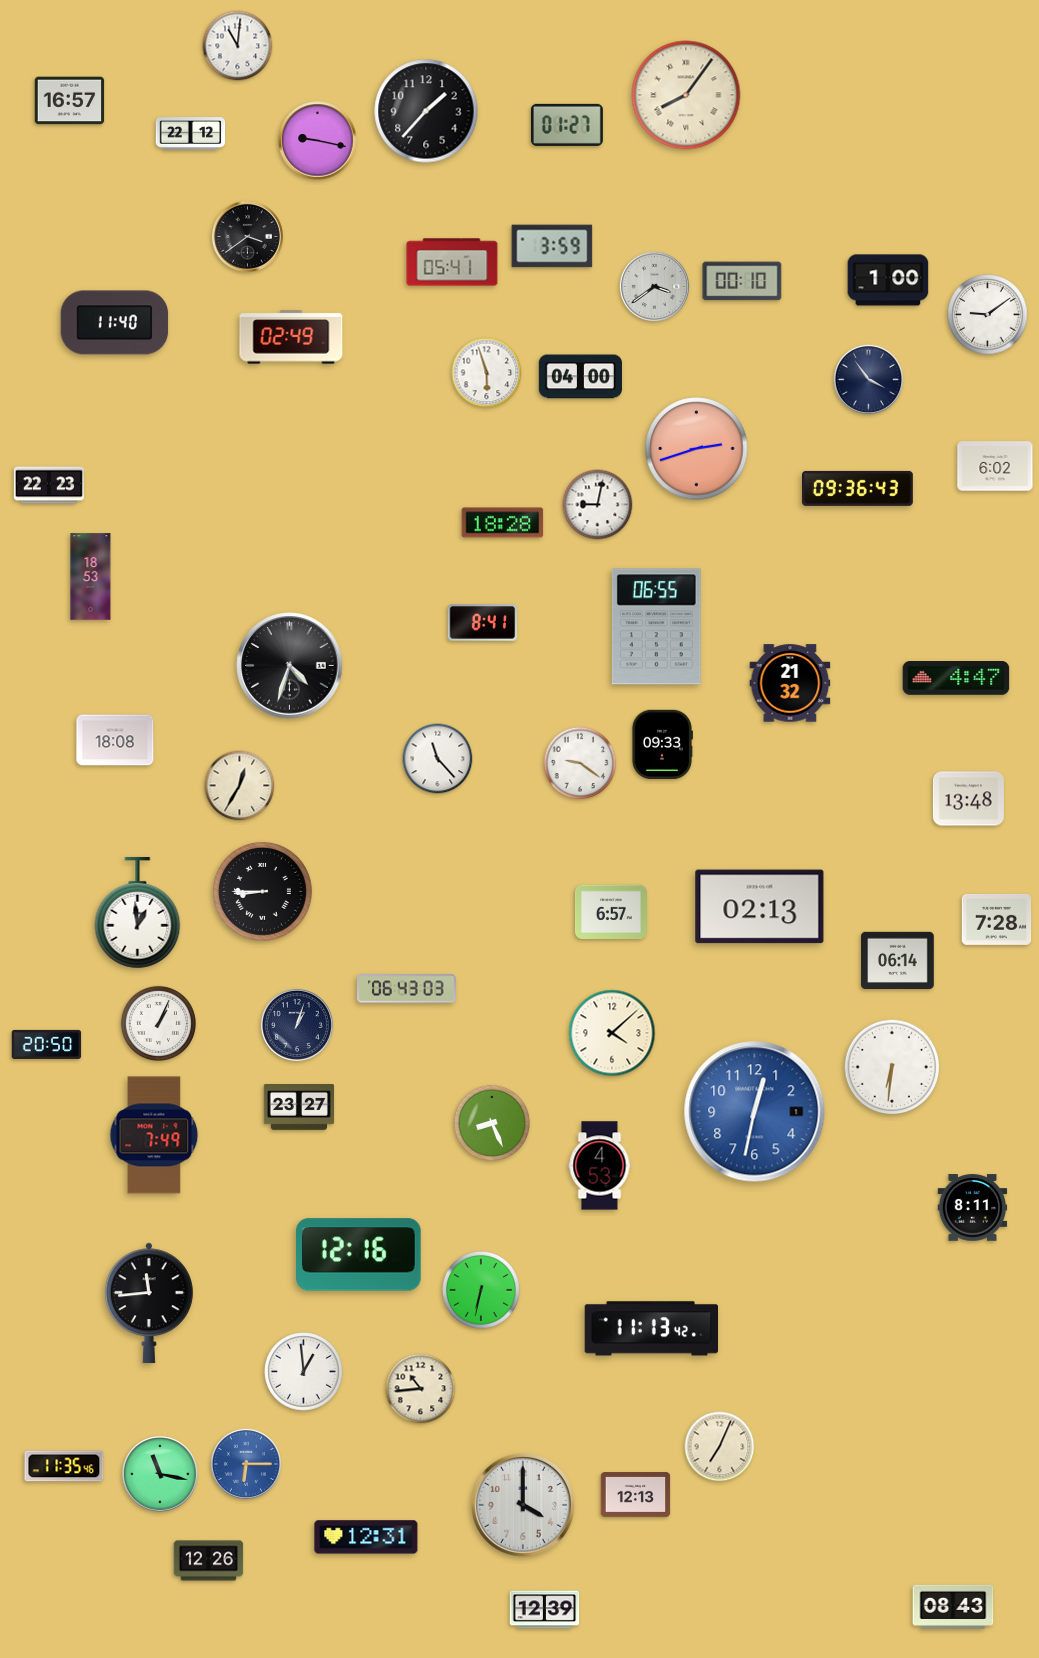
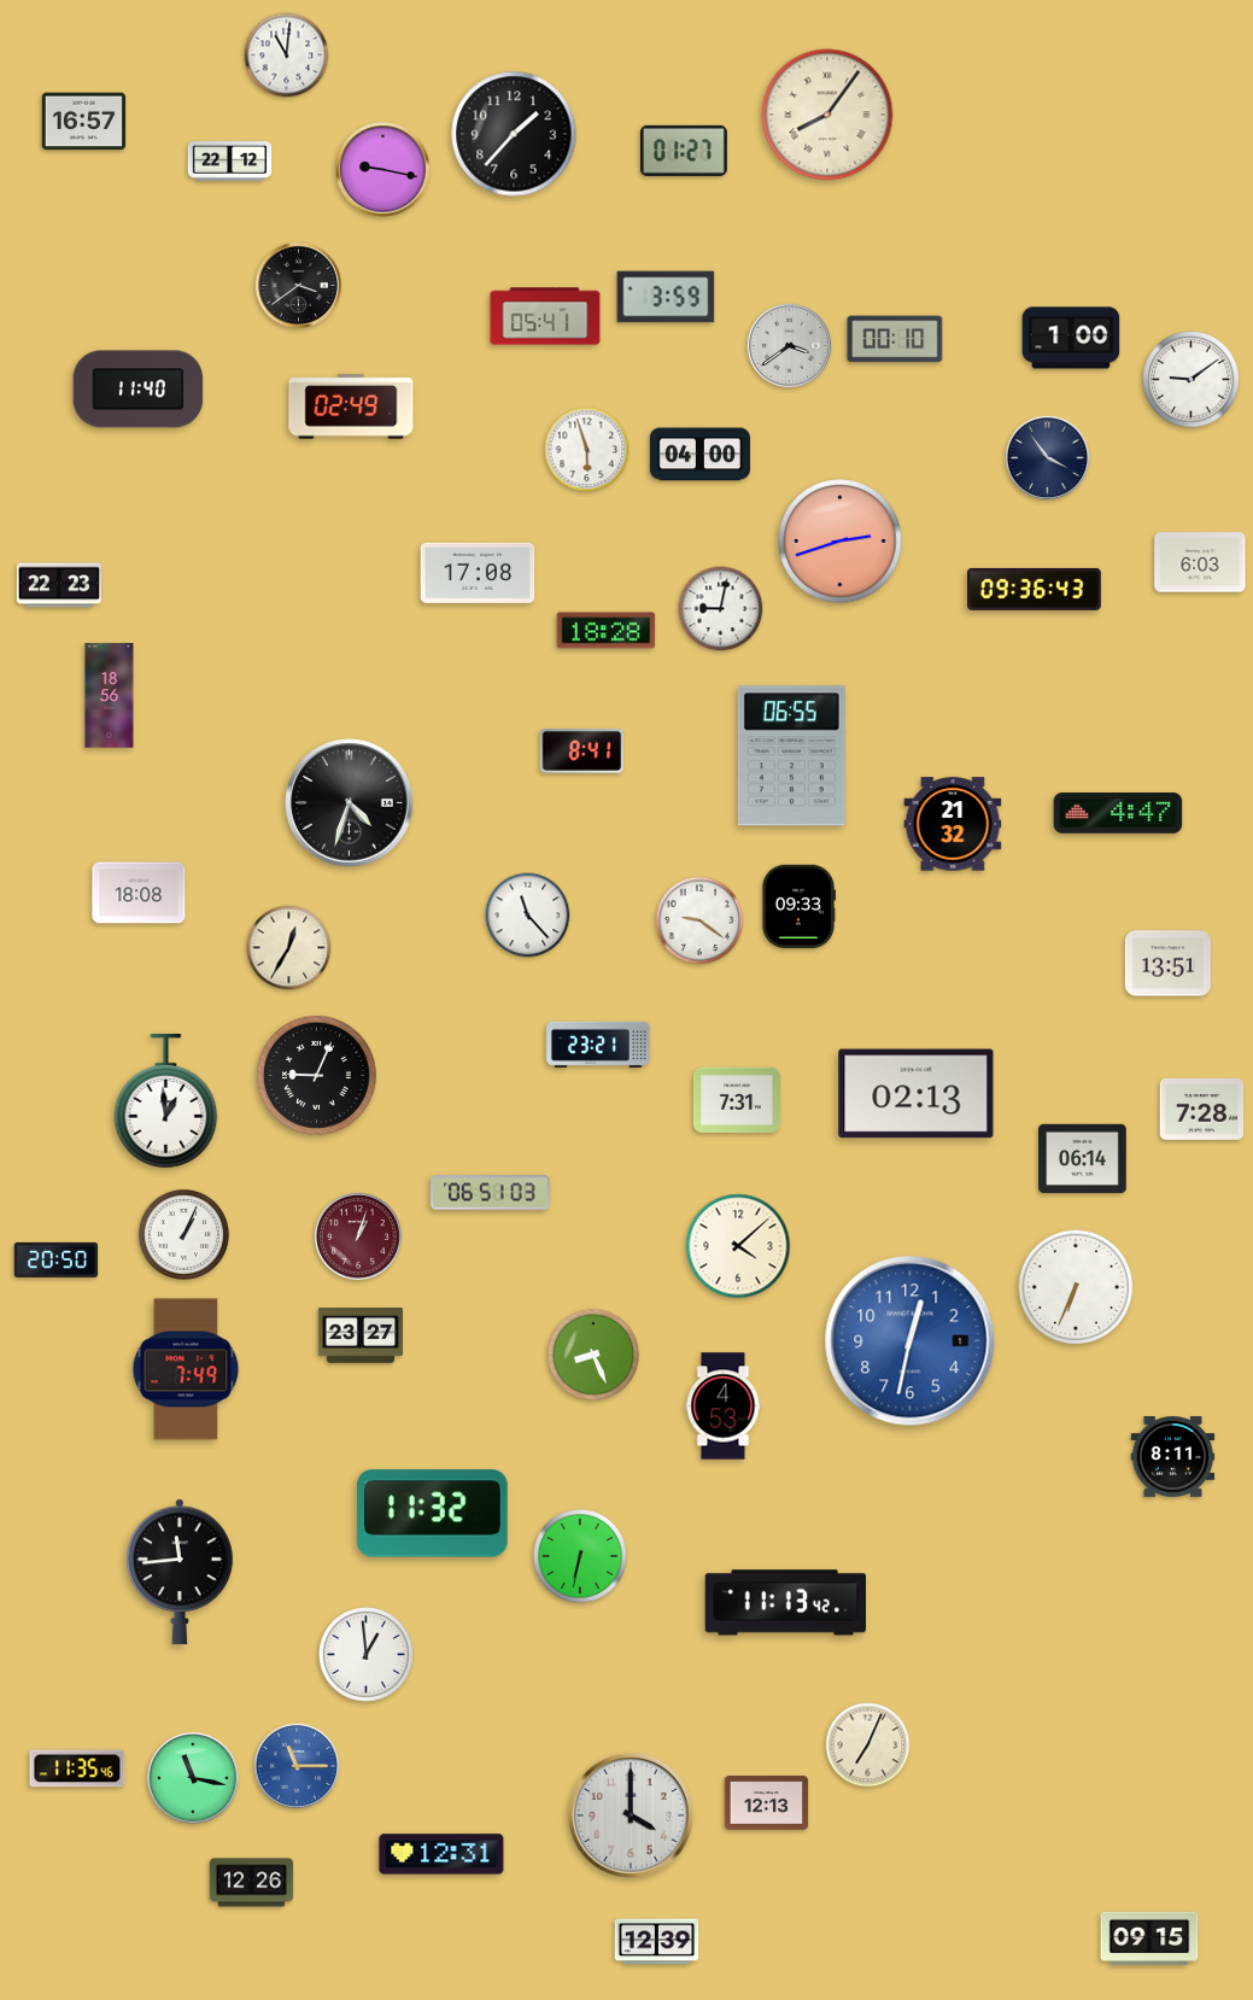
clock at (995, 466): 6:02 -> 6:03
clock at (478, 573): none -> 17:08
clock at (91, 577): 18:53 -> 18:56
clock at (956, 679) position: (956, 679) -> (1118, 814)
clock at (662, 745) position: (662, 745) -> (798, 907)
clock at (968, 799): 13:48 -> 13:51
clock at (598, 1045): none -> 23:21
clock at (262, 891): 8:45 -> 9:04
clock at (611, 911): 6:57 -> 7:31
clock at (407, 989): 06:43 -> 06:51
clock at (158, 1023) position: (158, 1023) -> (183, 1234)
clock at (297, 1025) dial: navy -> burgundy
clock at (892, 1067): 6:31 -> 6:34
clock at (359, 1255): 12:16 -> 11:32
clock at (421, 1389): 10:44 -> none
clock at (246, 1464): 6:15 -> 11:15
clock at (953, 1607): 08:43 -> 09:15
